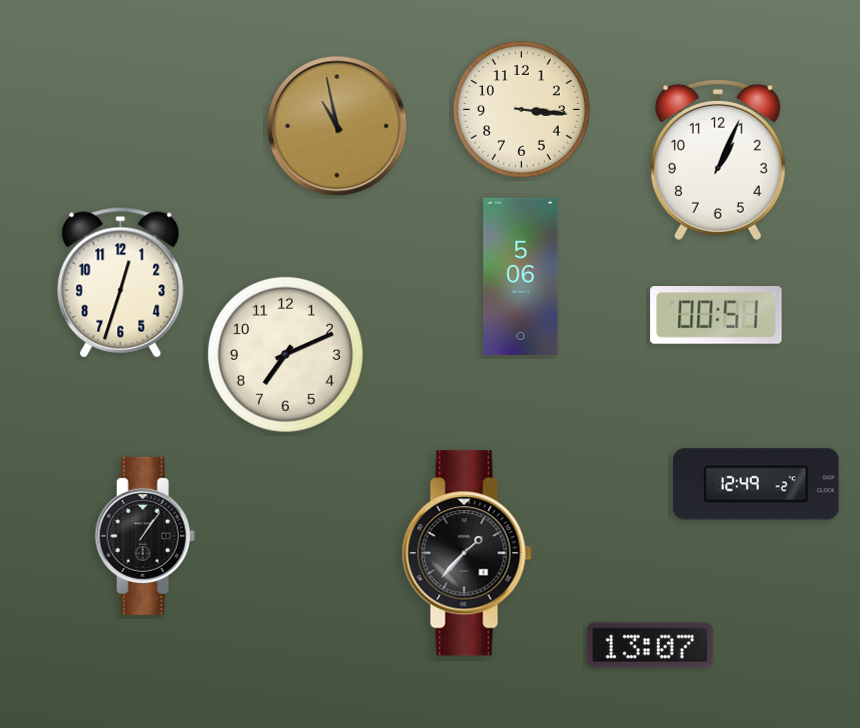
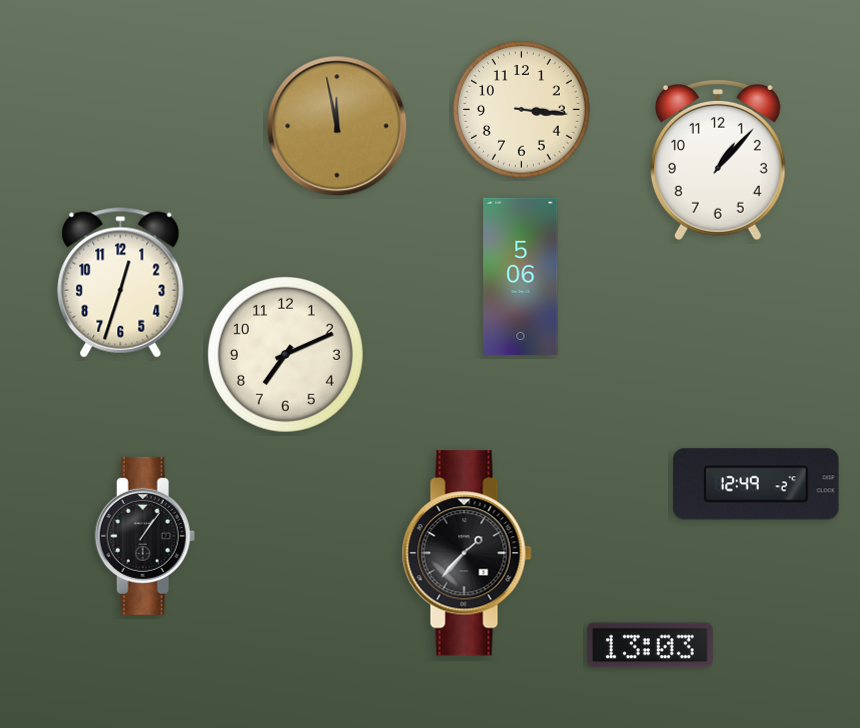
clock at (337, 126): 10:58 -> 11:58
clock at (718, 160): 1:04 -> 1:07
clock at (716, 315): 00:51 -> none
clock at (650, 645): 13:07 -> 13:03
